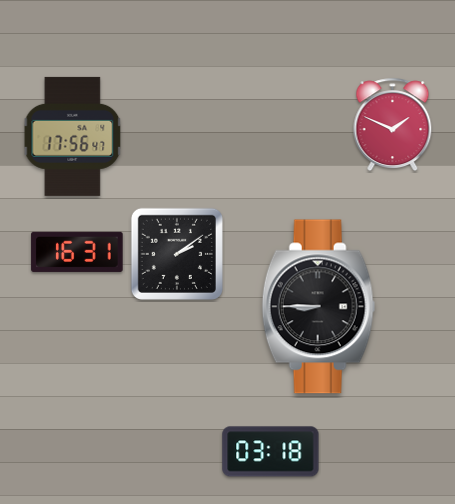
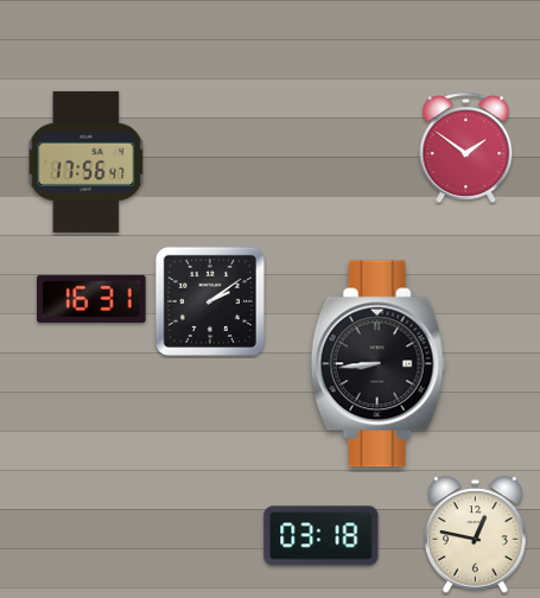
clock at (393, 124): 1:49 -> 1:51
clock at (319, 307): 8:45 -> 8:44
clock at (476, 535): none -> 12:47
